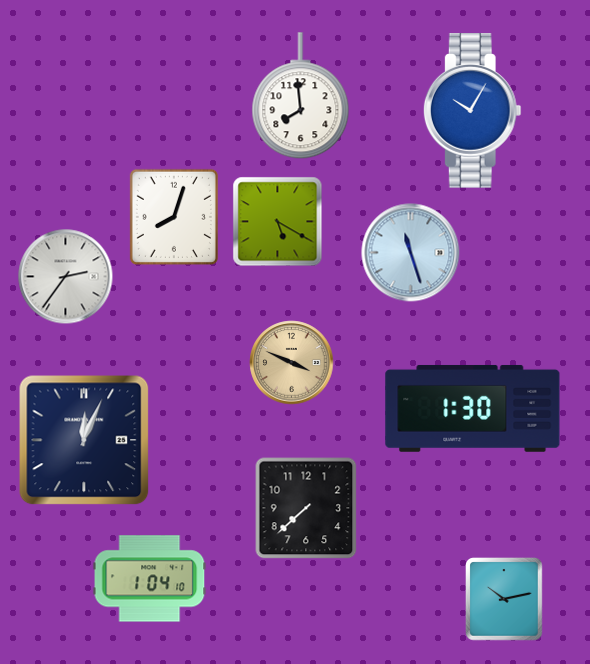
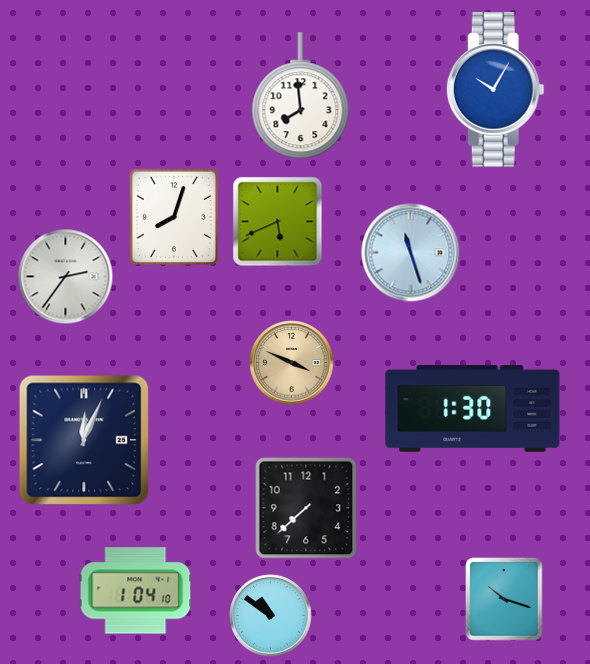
clock at (472, 111) position: (472, 111) -> (495, 90)
clock at (278, 222): 5:20 -> 5:41
clock at (150, 579) position: (150, 579) -> (136, 591)
clock at (505, 599): 10:13 -> 10:18
clock at (271, 616): none -> 10:51
